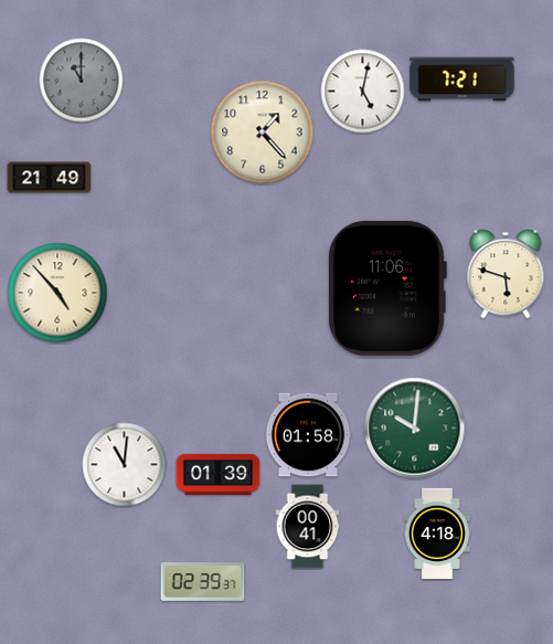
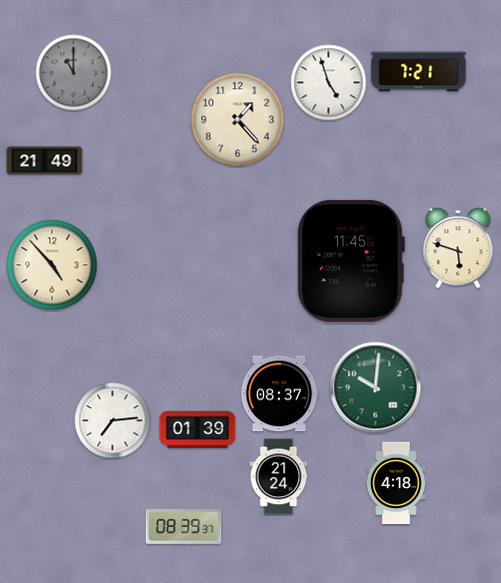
clock at (363, 92): 5:02 -> 4:57
clock at (387, 288): 11:06 -> 11:45
clock at (308, 435): 01:58 -> 08:37
clock at (125, 465): 11:01 -> 7:14
clock at (308, 527): 00:41 -> 21:24
clock at (203, 582): 02:39 -> 08:39
